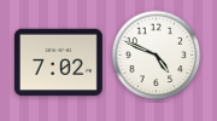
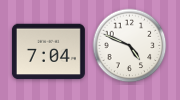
clock at (58, 63): 7:02 -> 7:04
